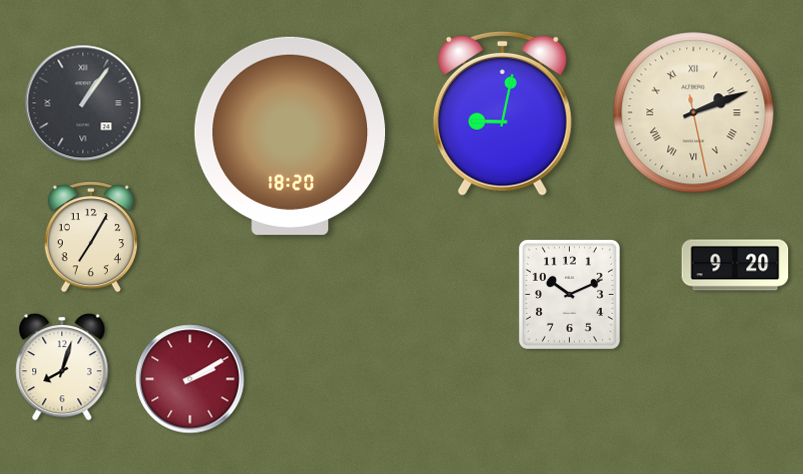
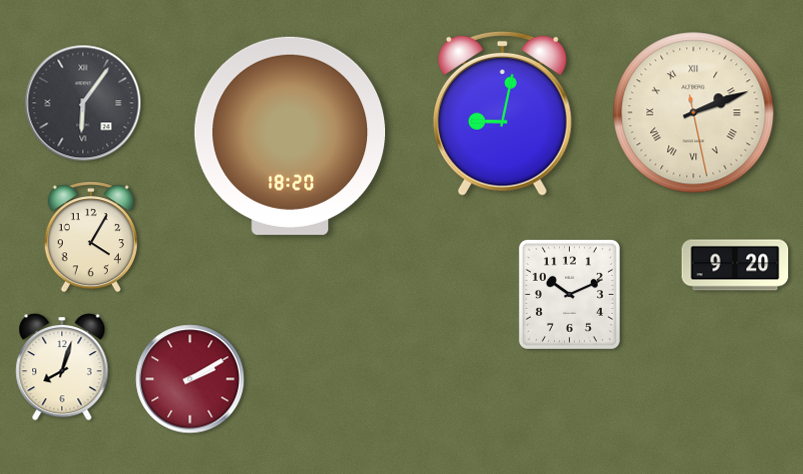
clock at (83, 103): 1:06 -> 6:06
clock at (91, 237): 7:05 -> 4:05
